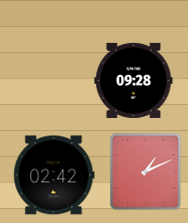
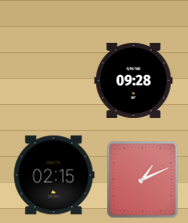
clock at (146, 171) position: (146, 171) -> (143, 179)
clock at (54, 175): 02:42 -> 02:15
